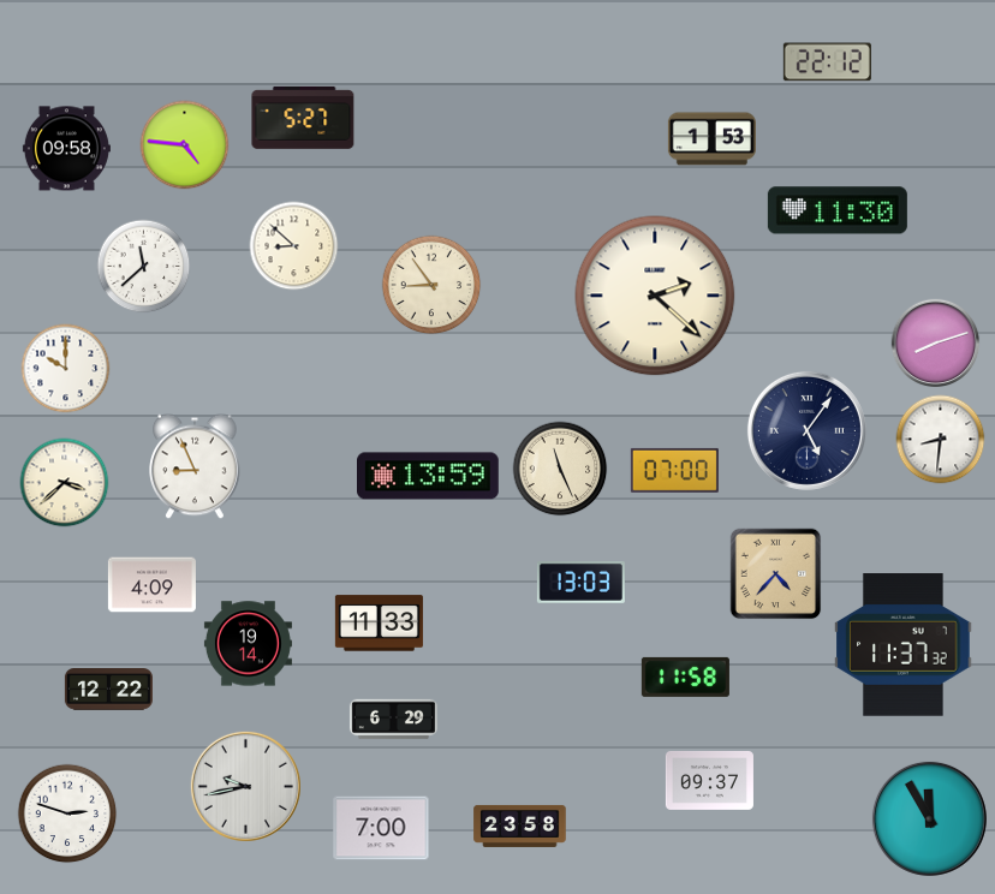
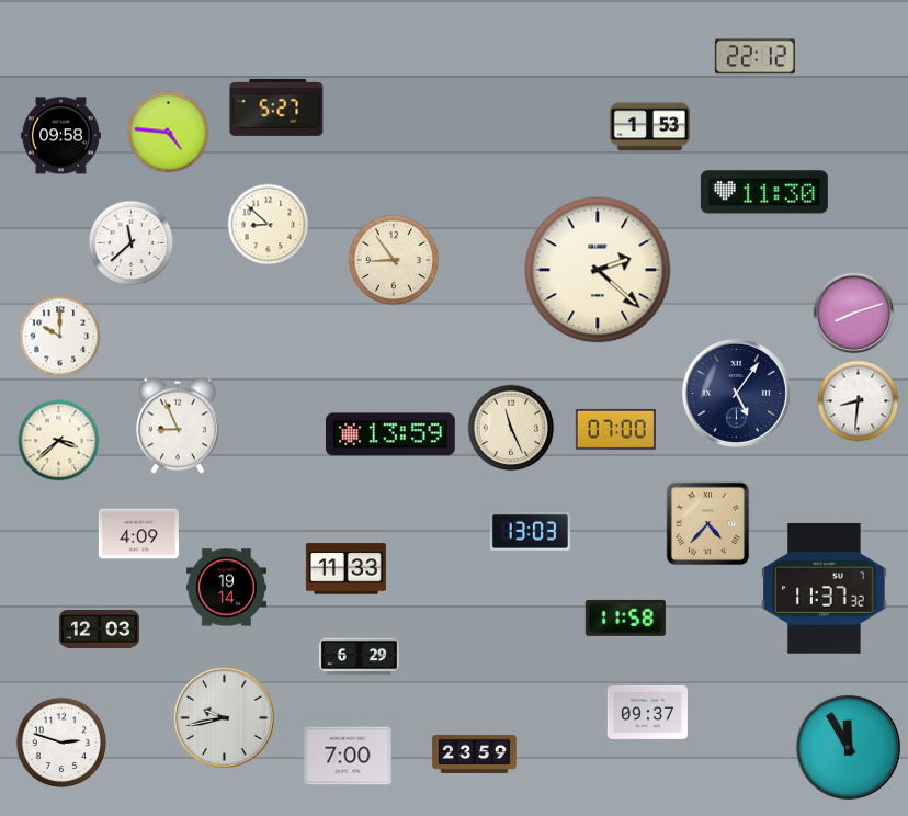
clock at (108, 690): 12:22 -> 12:03
clock at (520, 826): 23:58 -> 23:59
